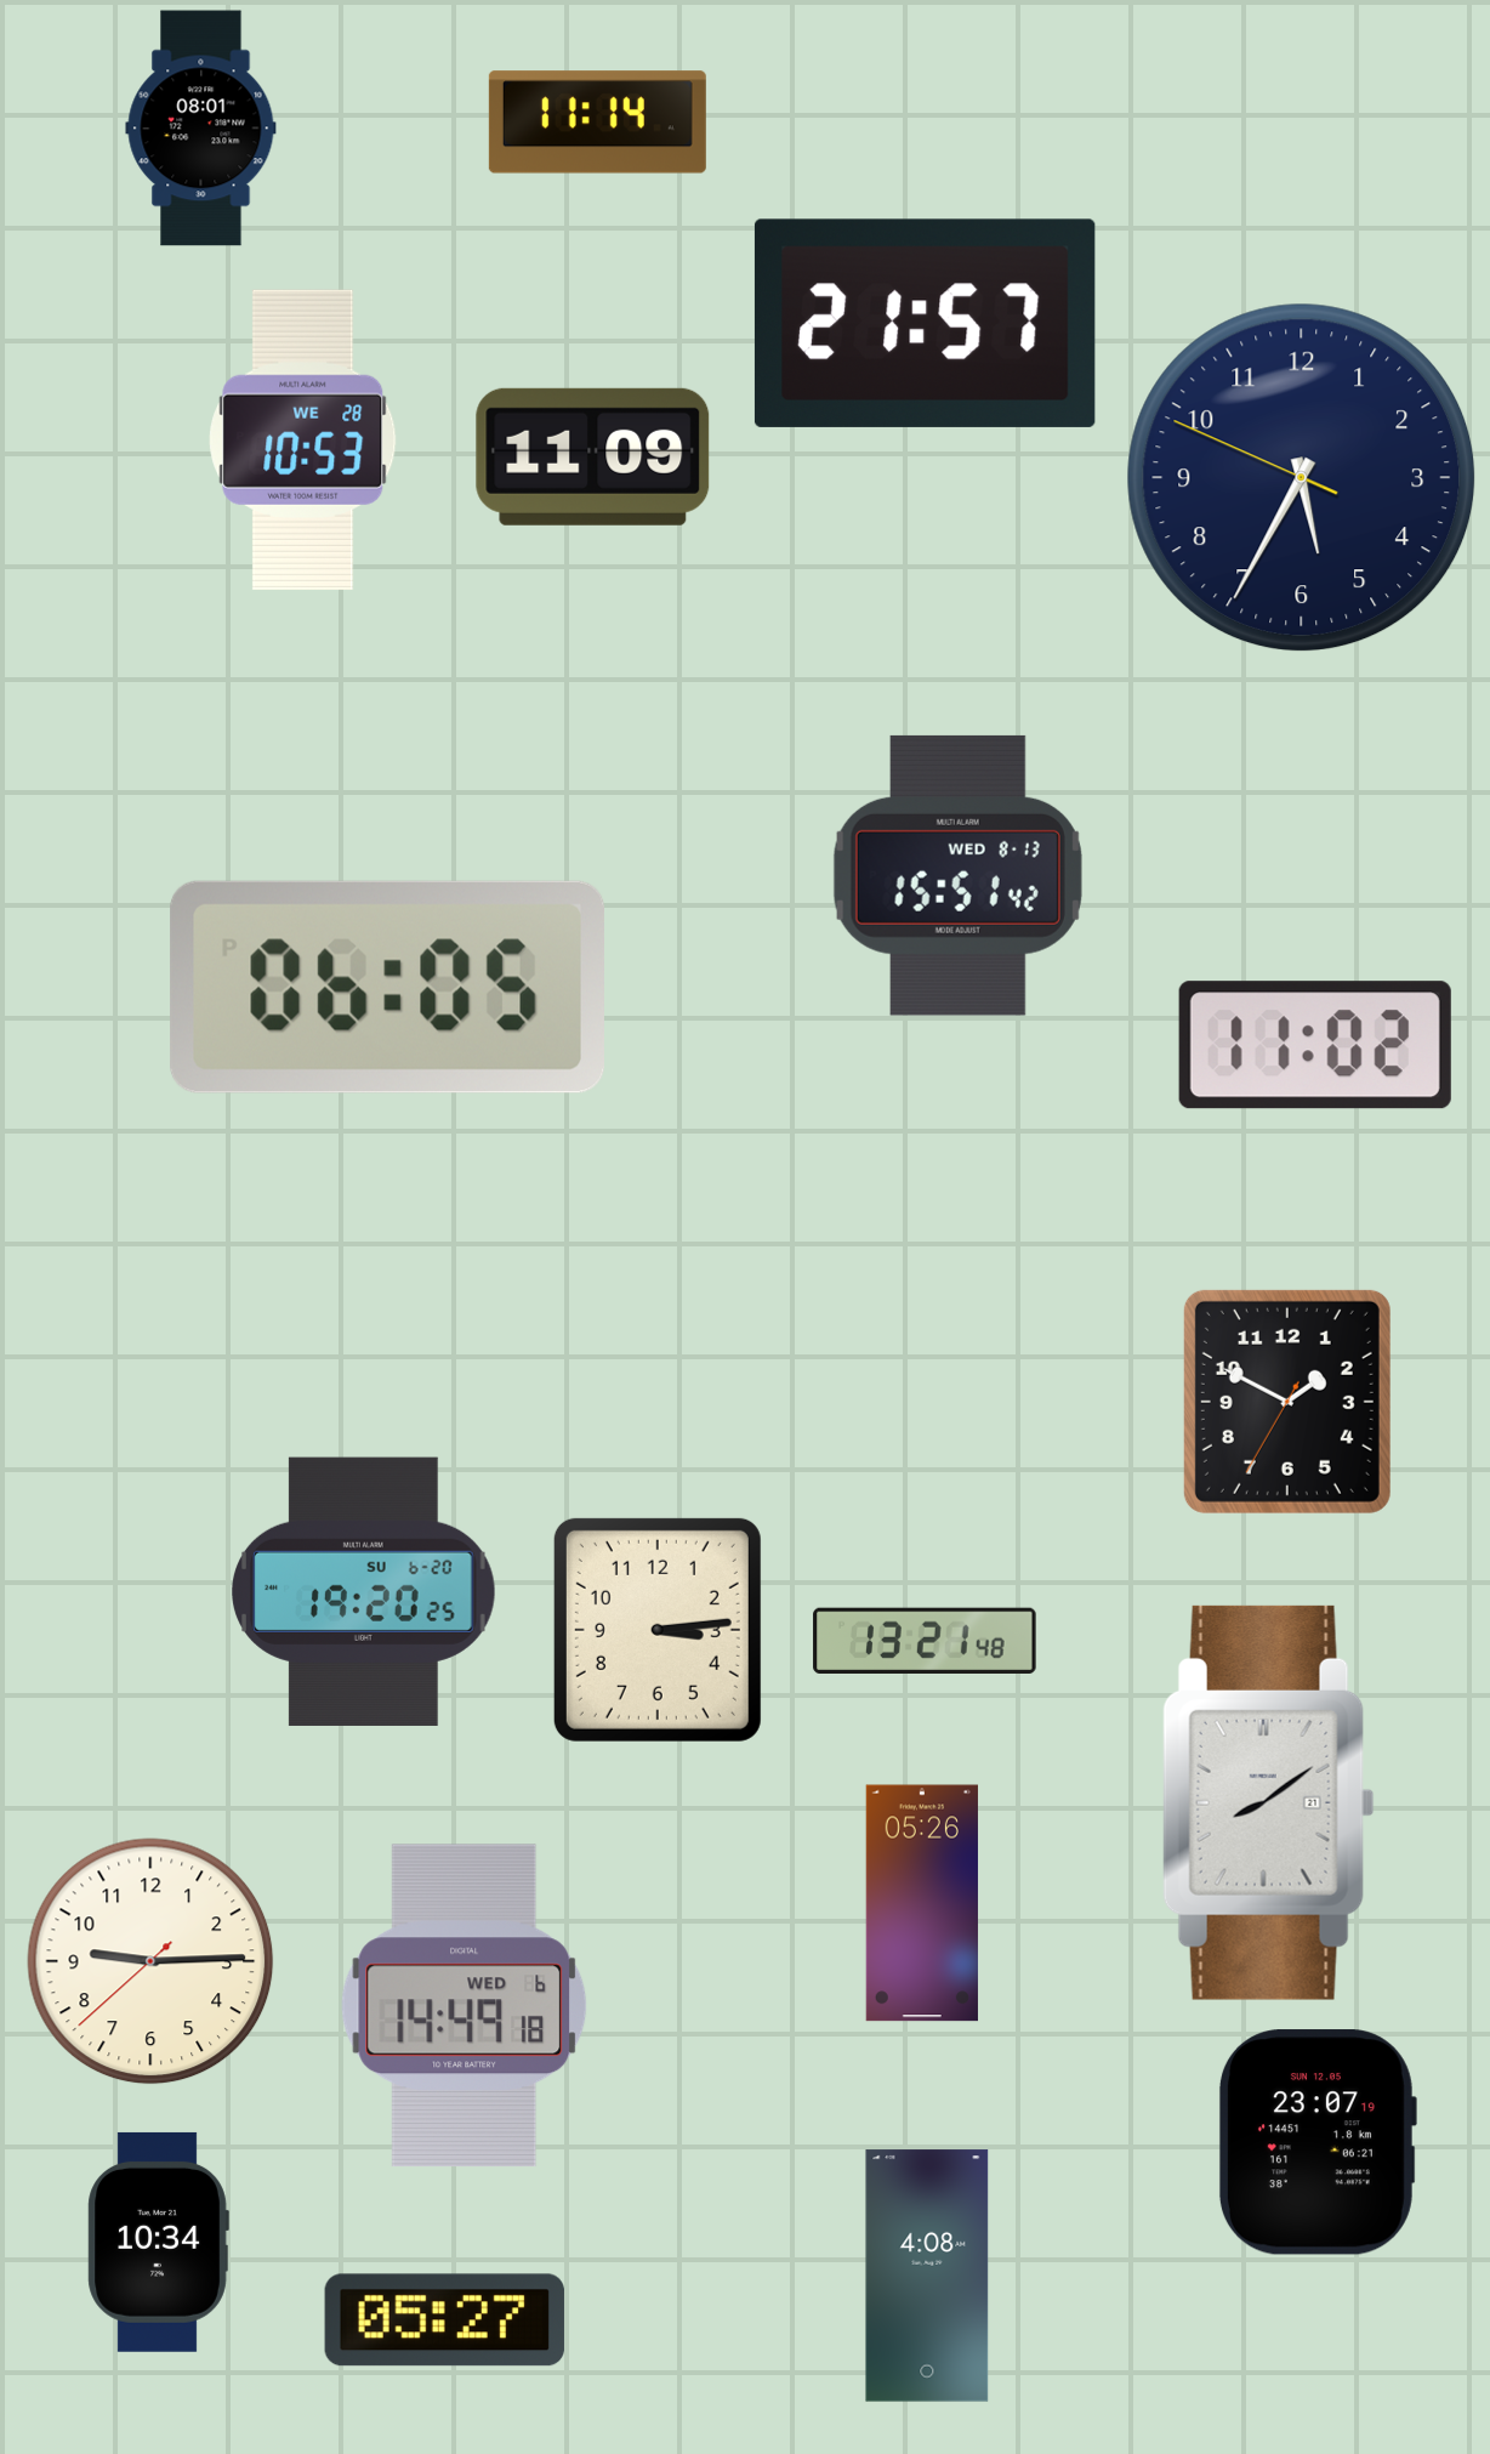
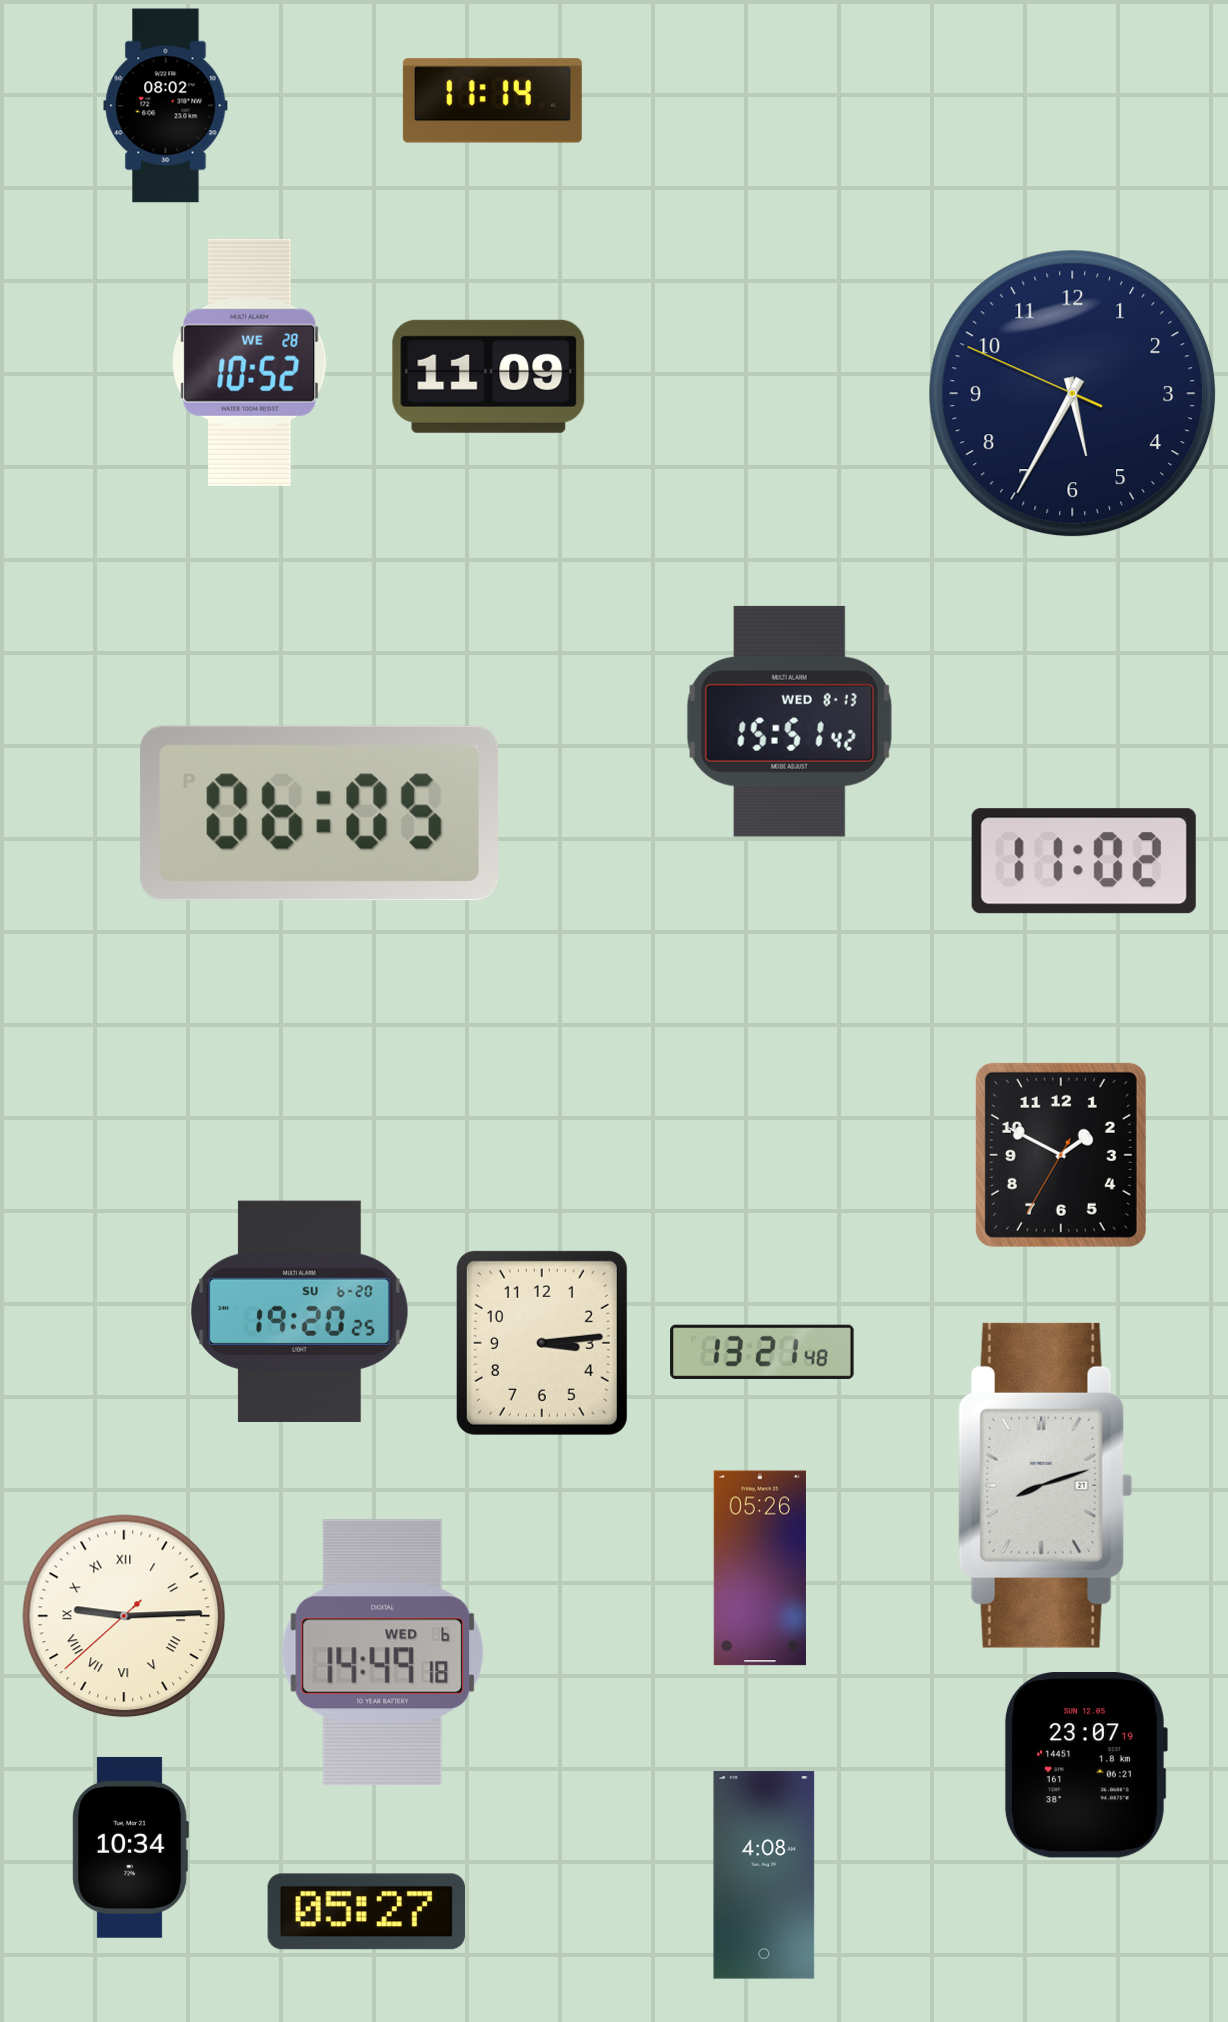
clock at (201, 129): 08:01 -> 08:02
clock at (925, 323): 21:57 -> none
clock at (303, 439): 10:53 -> 10:52
clock at (1268, 1802): 8:09 -> 8:12
clock at (150, 1961) numerals: Arabic -> Roman
